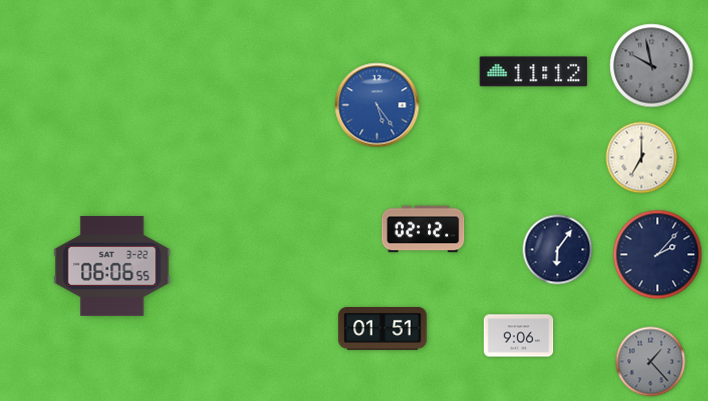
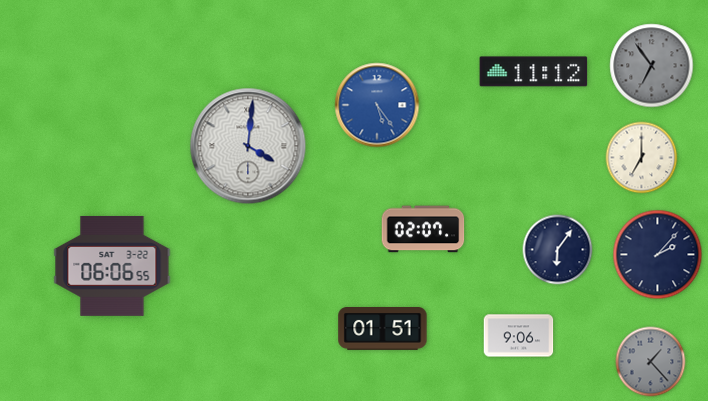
clock at (652, 66): 9:58 -> 6:54
clock at (248, 146): none -> 4:01
clock at (423, 229): 02:12 -> 02:07
